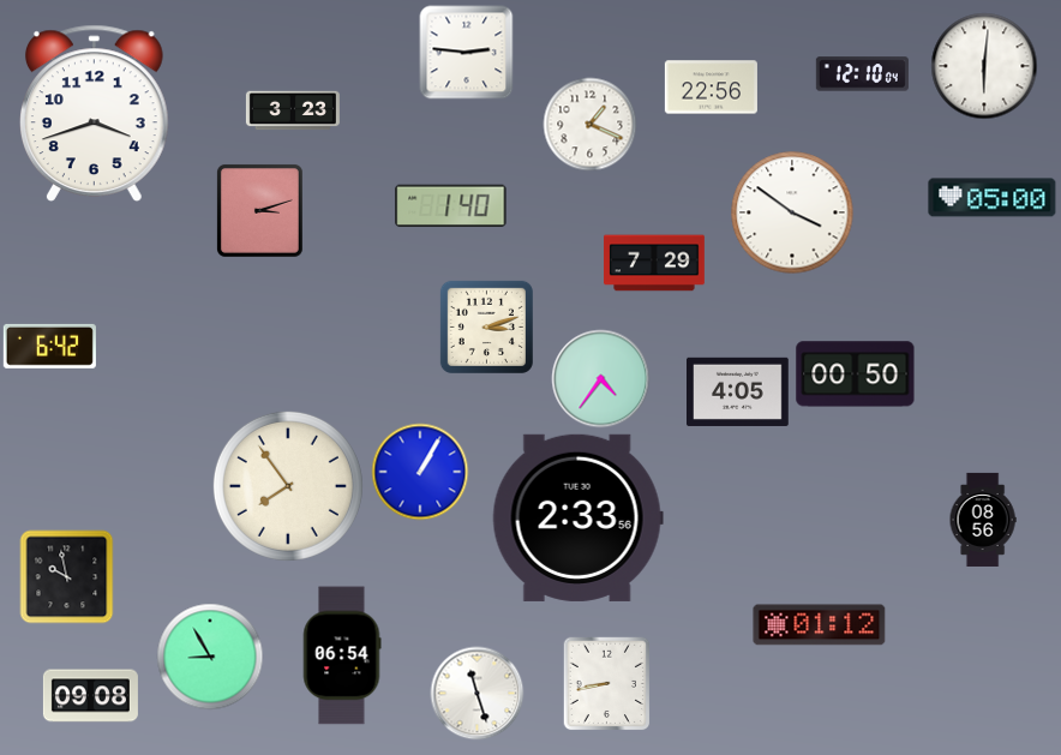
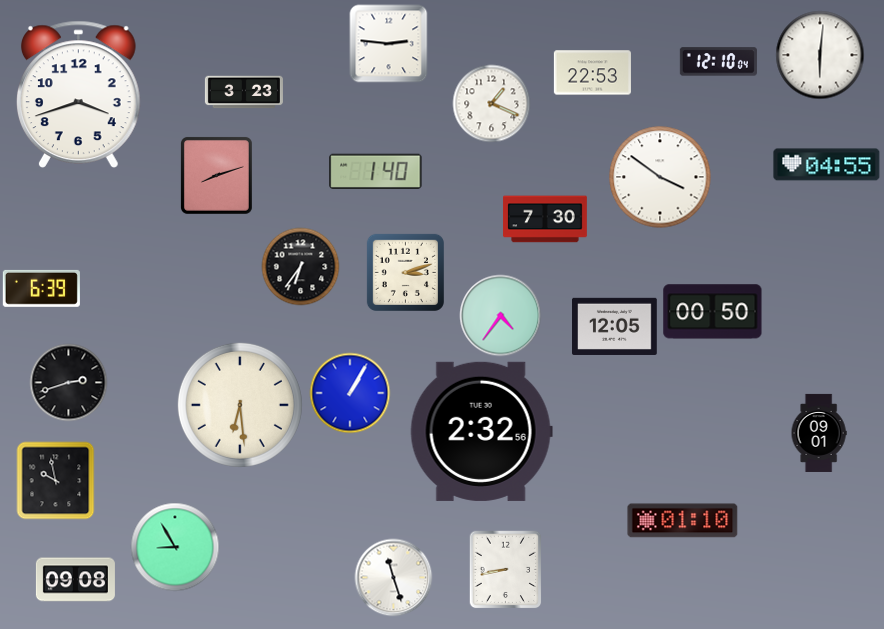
clock at (711, 88): 22:56 -> 22:53
clock at (993, 198): 05:00 -> 04:55
clock at (259, 210): 3:12 -> 8:12
clock at (654, 263): 7:29 -> 7:30
clock at (300, 266): none -> 6:36
clock at (49, 346): 6:42 -> 6:39
clock at (738, 391): 4:05 -> 12:05
clock at (68, 382): none -> 2:42
clock at (288, 486): 7:54 -> 6:29
clock at (577, 517): 2:33 -> 2:32
clock at (983, 520): 08:56 -> 09:01
clock at (820, 625): 01:12 -> 01:10
clock at (342, 655): 06:54 -> none
clock at (476, 693) position: (476, 693) -> (393, 577)
